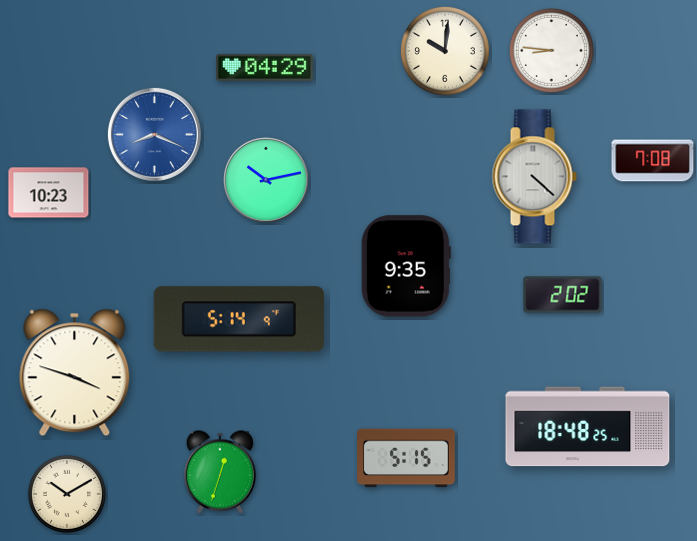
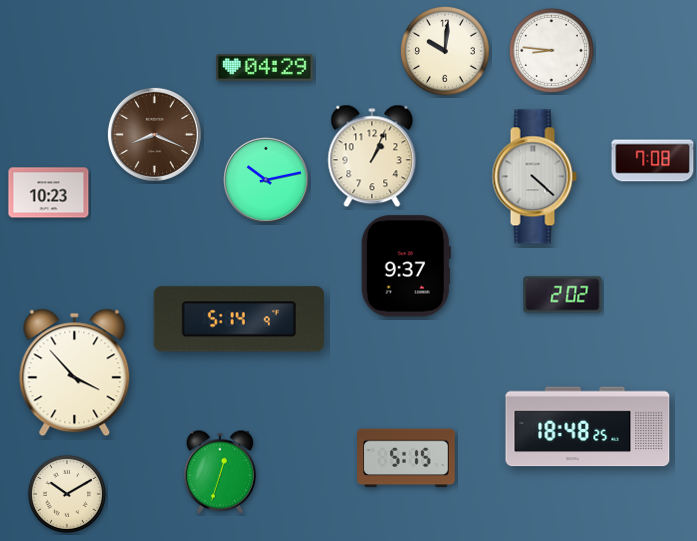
clock at (154, 134) dial: blue -> brown
clock at (372, 156): none -> 1:04
clock at (406, 266): 9:35 -> 9:37
clock at (75, 373): 3:48 -> 3:53
